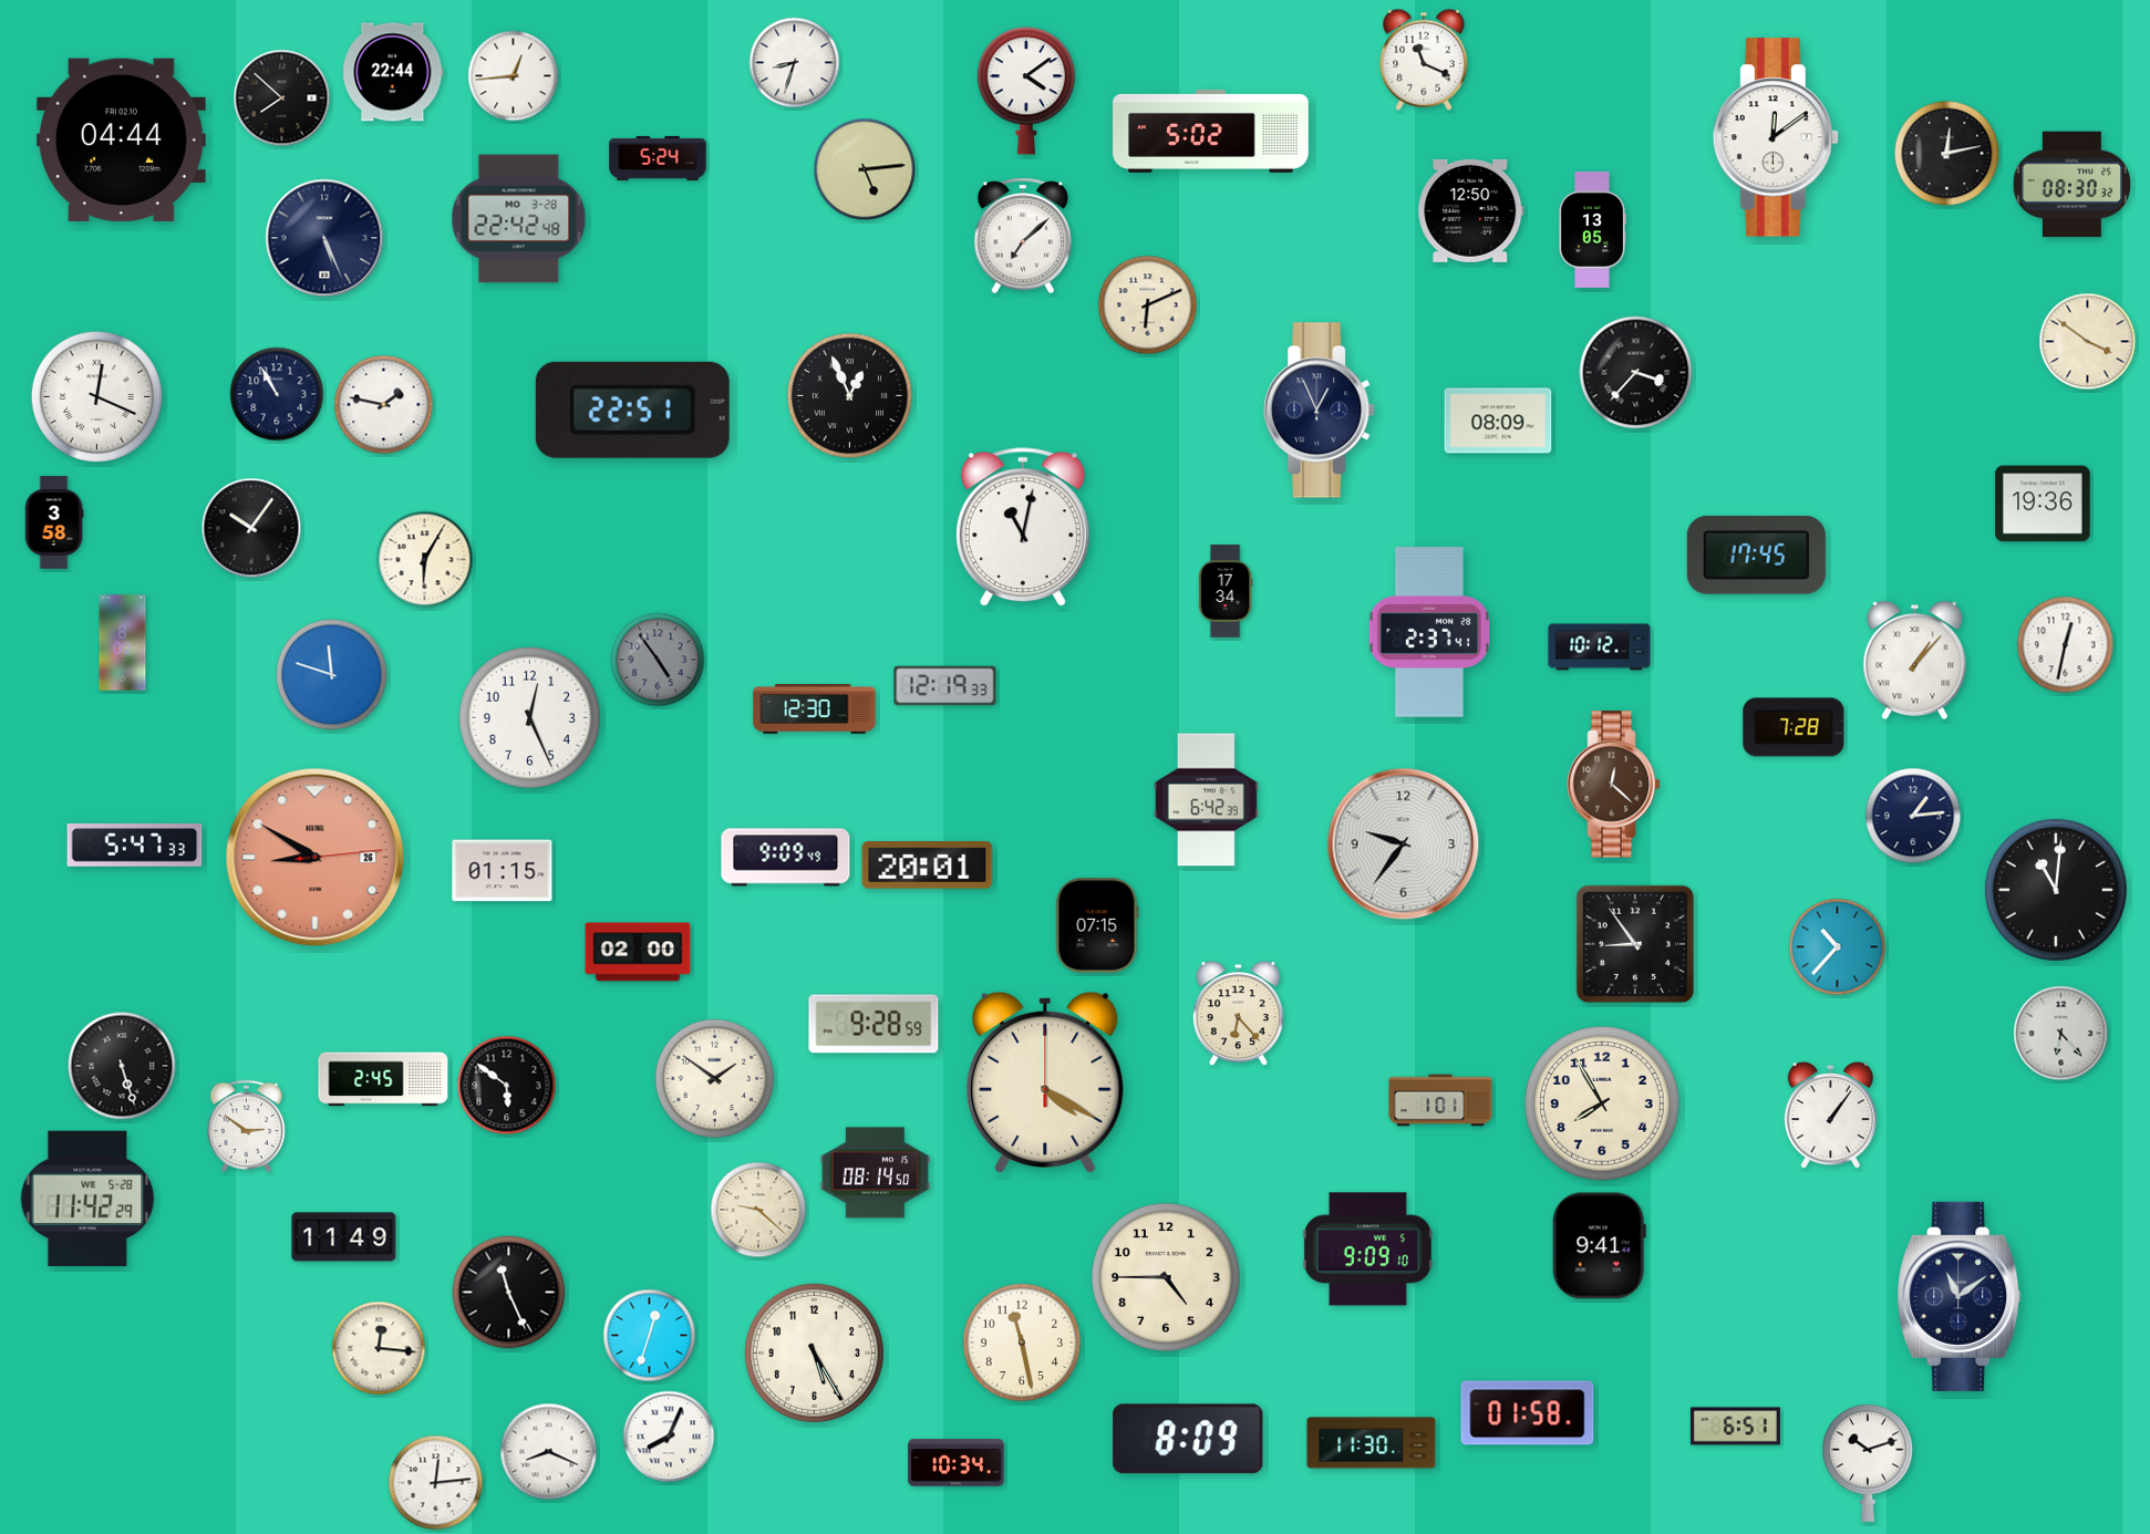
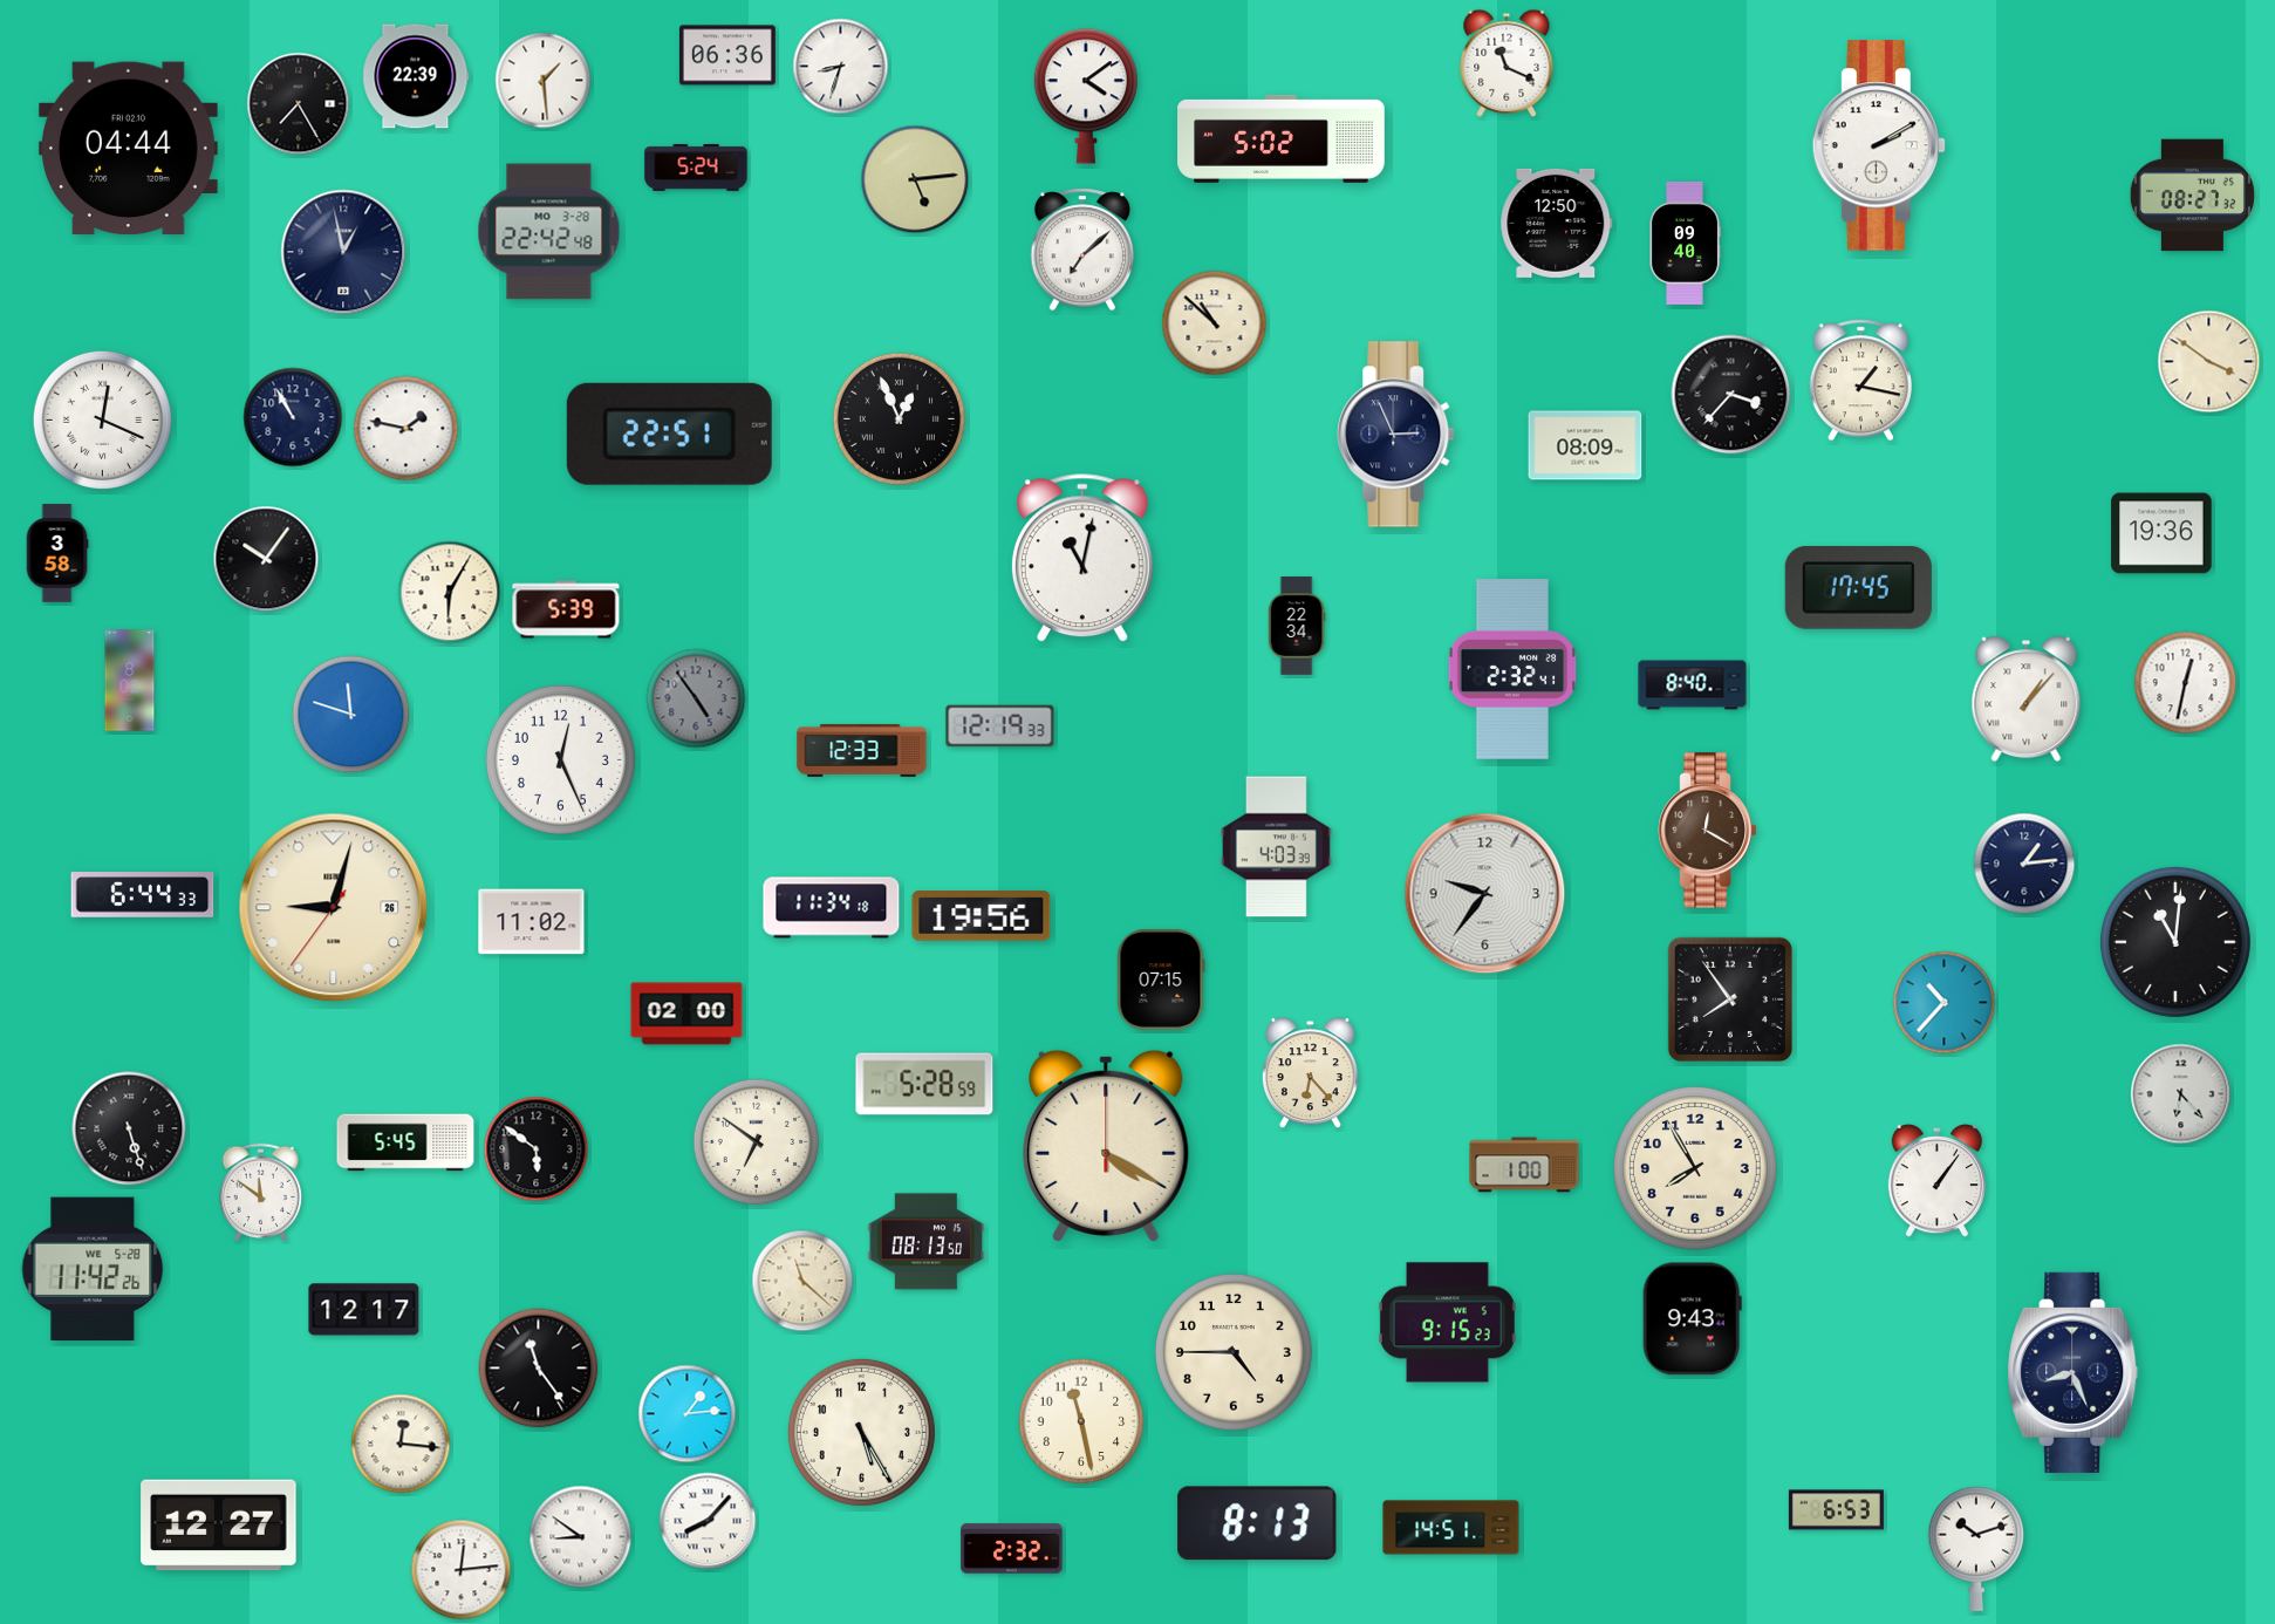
clock at (727, 55): none -> 06:36
clock at (393, 72): 22:44 -> 22:39
clock at (514, 76): 12:44 -> 1:29
clock at (282, 99): 7:52 -> 7:25
clock at (1776, 137): 12:09 -> 2:10
clock at (1947, 154): 12:13 -> none
clock at (2071, 185): 08:30 -> 08:27
clock at (1592, 229): 13:05 -> 09:40
clock at (324, 238): 5:26 -> 12:58
clock at (1148, 305): 6:11 -> 10:52
clock at (1860, 381): none -> 1:17
clock at (1320, 411): 12:56 -> 2:56
clock at (566, 609): none -> 5:39
clock at (1226, 591): 17:34 -> 22:34
clock at (1429, 632): 2:37 -> 2:32
clock at (1600, 647): 10:12 -> 8:40
clock at (815, 709): 12:30 -> 12:33
clock at (1794, 727): 7:28 -> none
clock at (1614, 785): 12:22 -> 12:20
clock at (1206, 800): 6:42 -> 4:03
clock at (135, 846): 5:47 -> 6:44
clock at (316, 858): 8:50 -> 9:02
clock at (316, 858) dial: salmon -> cream
clock at (786, 858): 9:09 -> 11:34
clock at (928, 866): 20:01 -> 19:56
clock at (503, 871): 01:15 -> 11:02
clock at (1634, 943): 8:54 -> 7:54
clock at (638, 952) position: (638, 952) -> (686, 1014)
clock at (874, 1024): 9:28 -> 5:28
clock at (383, 1079): 2:45 -> 5:45
clock at (715, 1079): 1:51 -> 6:51
clock at (1440, 1100): 1:01 -> 1:00
clock at (247, 1127): 2:51 -> 11:51
clock at (876, 1173): 08:14 -> 08:13
clock at (87, 1199): 11:42:29 -> 11:42:26
clock at (758, 1210): 9:22 -> 11:22
clock at (344, 1237): 11:49 -> 12:17
clock at (1599, 1246): 9:41 -> 9:43
clock at (1367, 1250): 9:09 -> 9:15
clock at (509, 1293): 11:26 -> 11:24
clock at (1960, 1296): 11:09 -> 8:26
clock at (650, 1336): 12:33 -> 1:14
clock at (379, 1348) position: (379, 1348) -> (401, 1444)
clock at (1528, 1413): 01:58 -> none
clock at (1735, 1427): 6:51 -> 6:53
clock at (669, 1437): 8:04 -> 8:07
clock at (1188, 1439): 8:09 -> 8:13
clock at (219, 1526): none -> 12:27
clock at (1372, 1443): 11:30 -> 14:51
clock at (549, 1452): 8:19 -> 8:51
clock at (957, 1463): 10:34 -> 2:32
